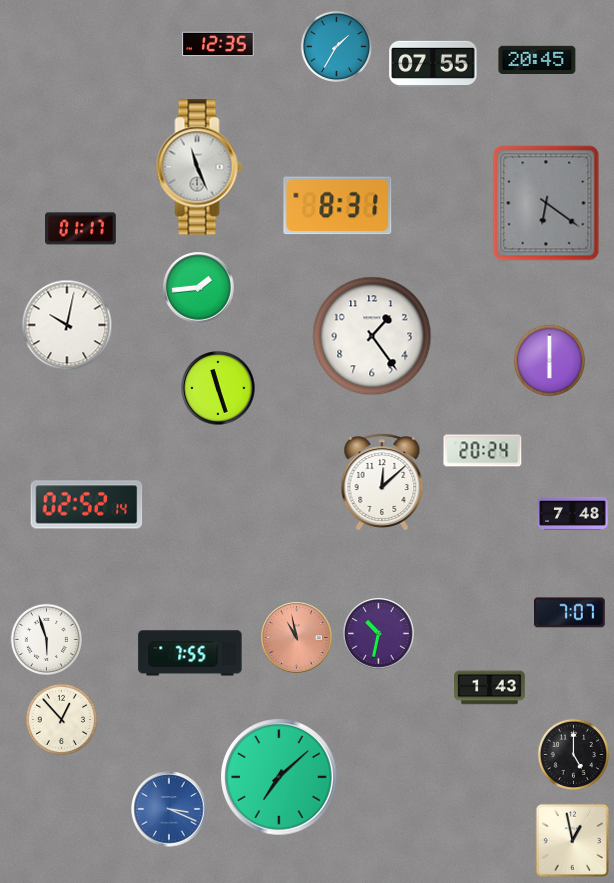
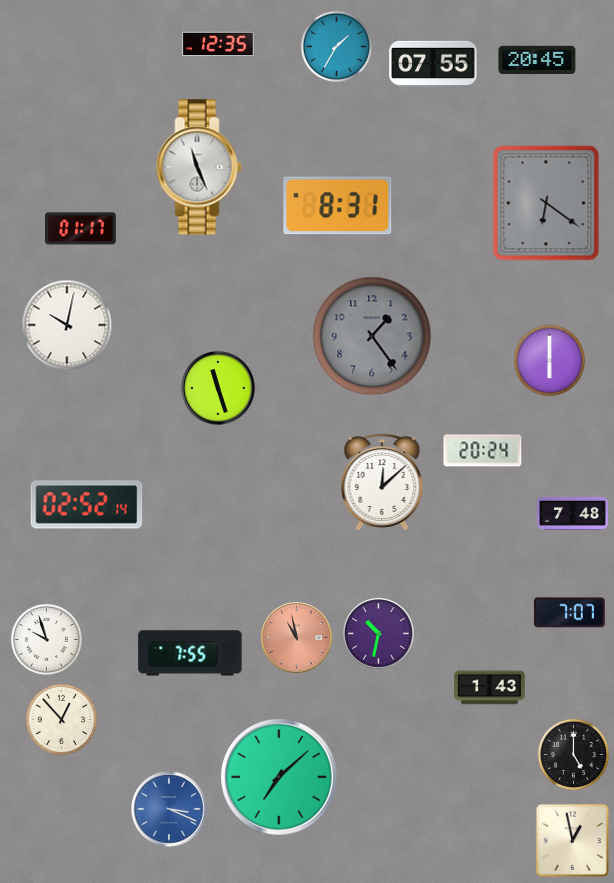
clock at (199, 288): 1:44 -> none
clock at (372, 336) dial: white -> grey
clock at (46, 639): 5:57 -> 9:57
